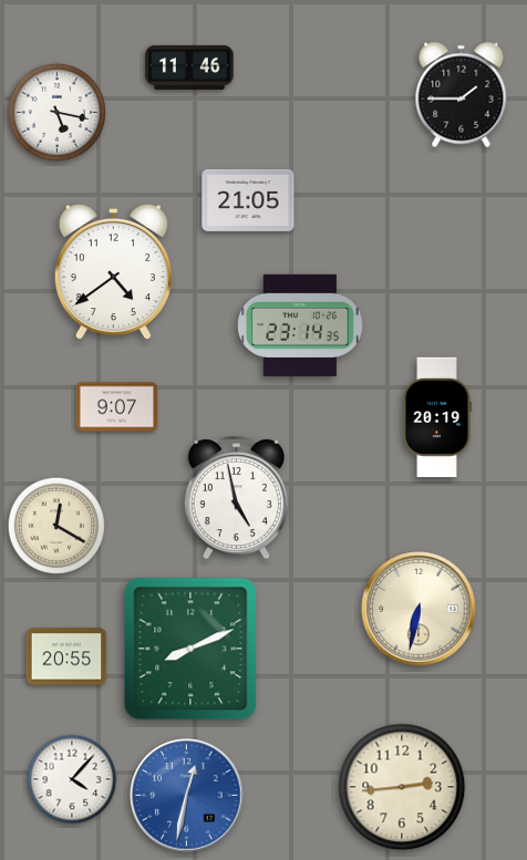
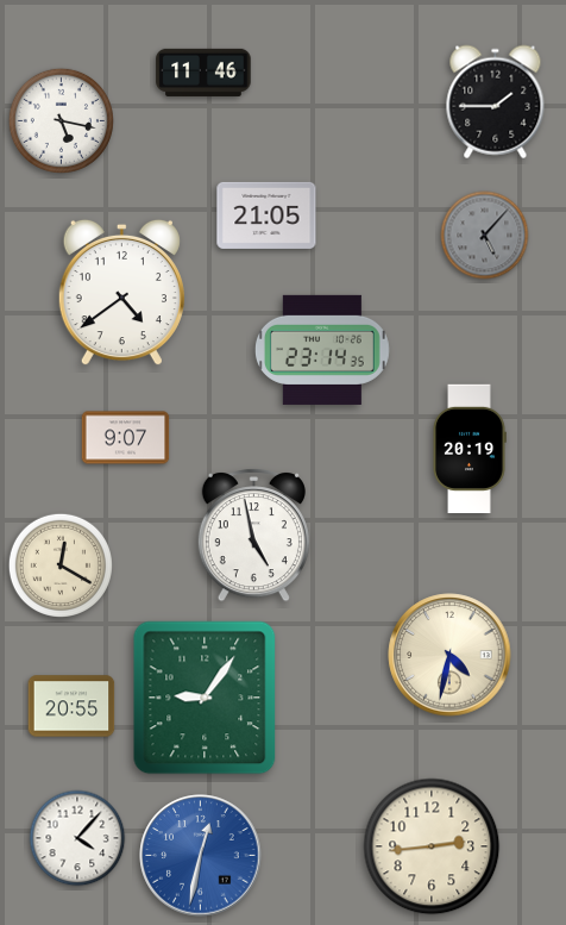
clock at (485, 236): none -> 5:07
clock at (418, 609): 6:32 -> 4:32
clock at (190, 649): 8:11 -> 9:06
